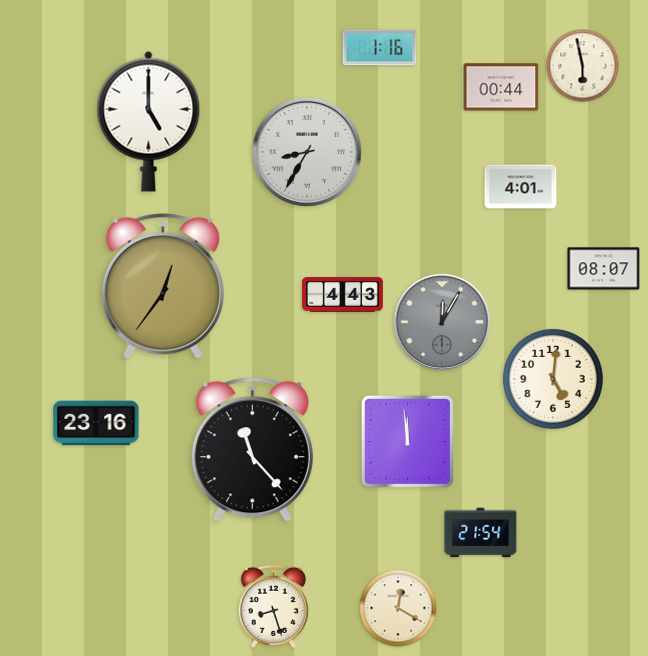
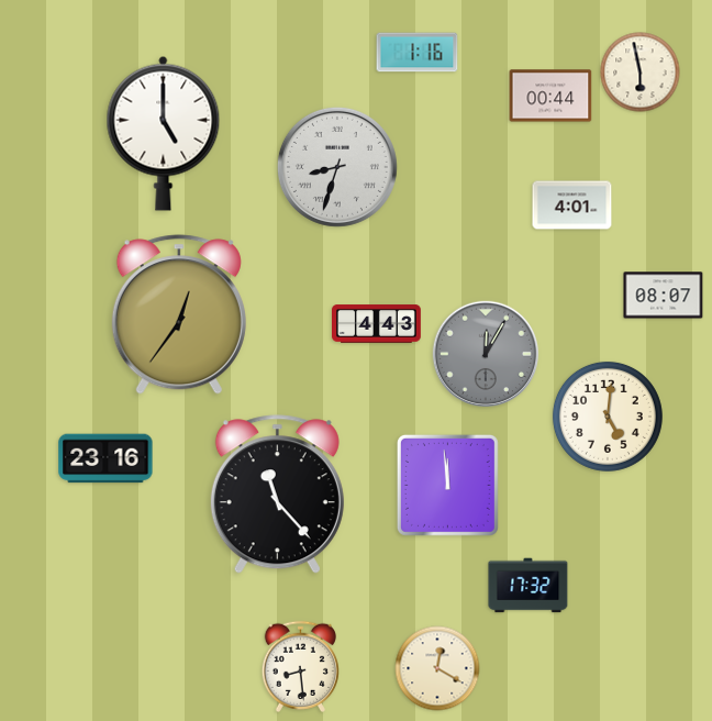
clock at (307, 152): 8:35 -> 8:33
clock at (96, 423) position: (96, 423) -> (105, 458)
clock at (481, 533): 21:54 -> 17:32
clock at (273, 606): 8:27 -> 8:29
